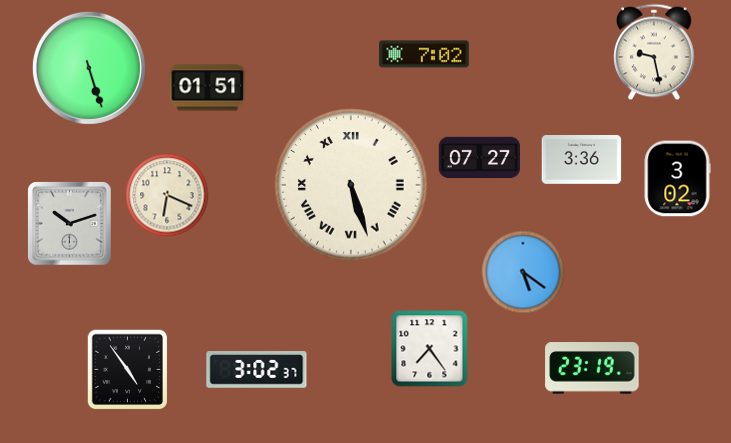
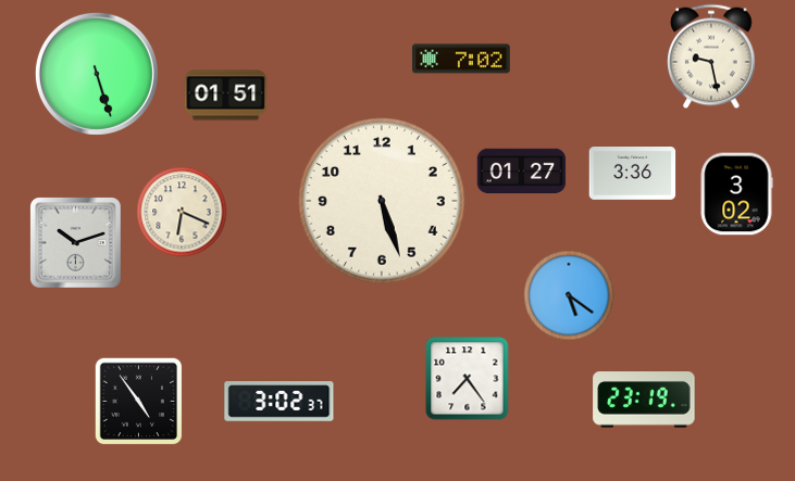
clock at (480, 158): 07:27 -> 01:27
clock at (351, 185) numerals: Roman -> Arabic
